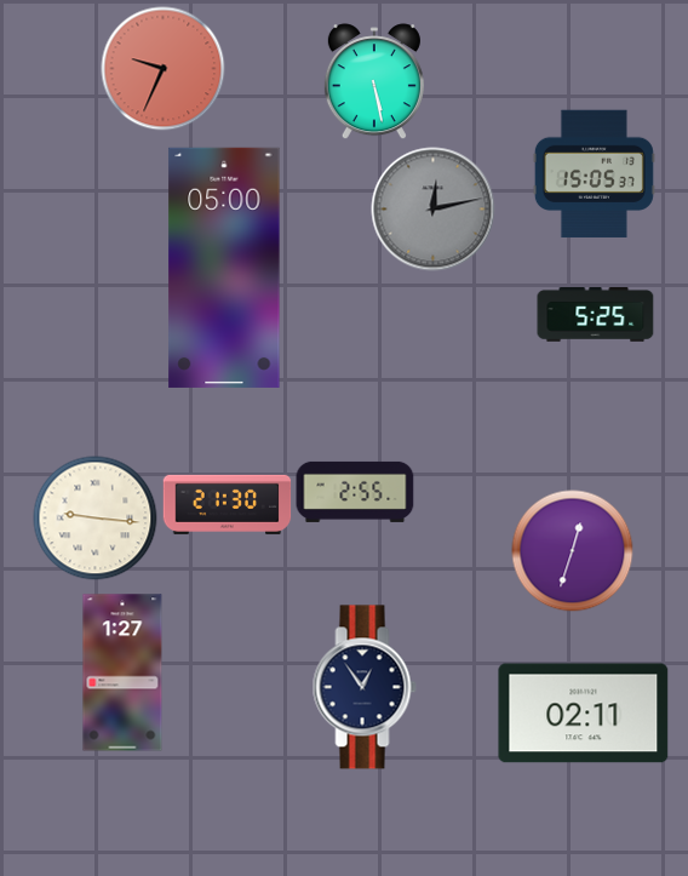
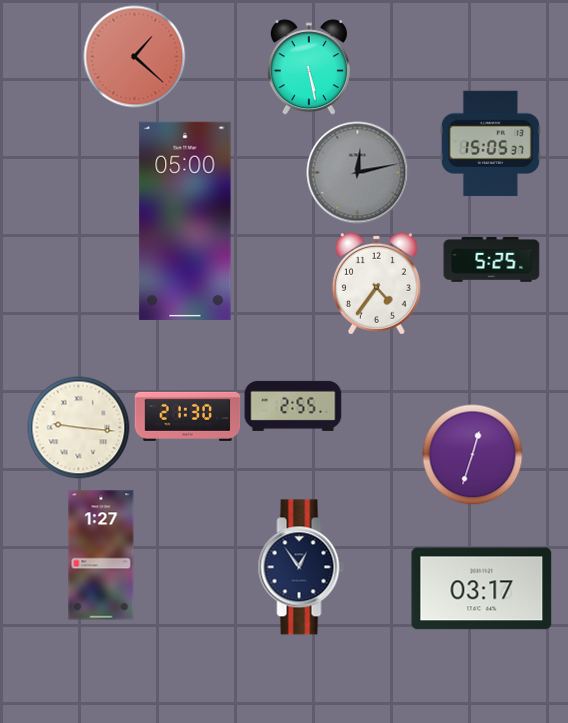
clock at (164, 69): 9:34 -> 1:22
clock at (376, 283): none -> 4:36
clock at (584, 714): 02:11 -> 03:17
